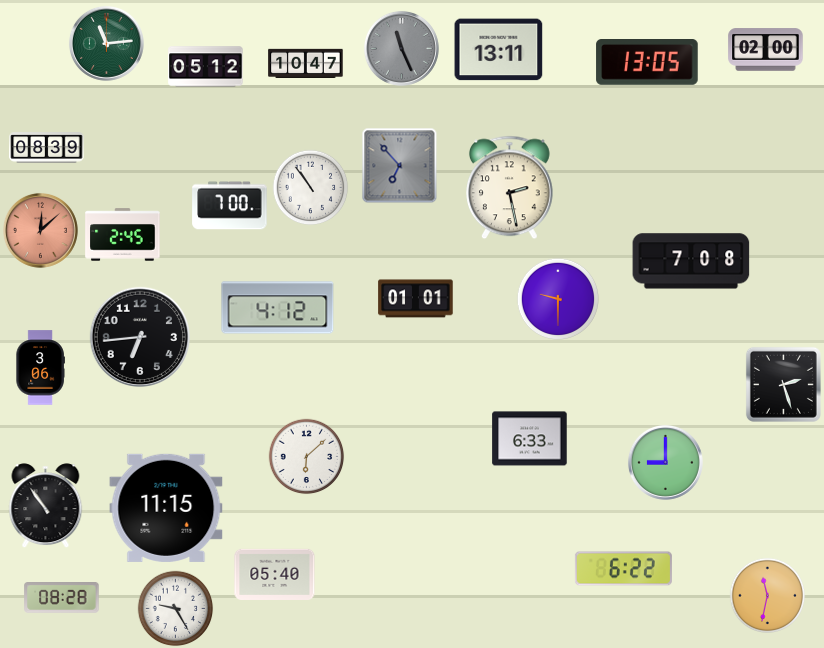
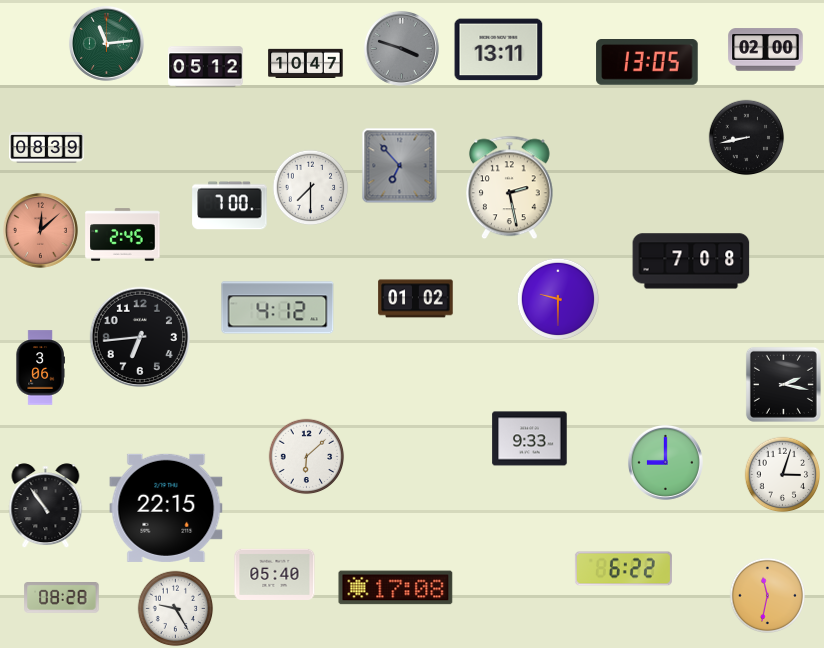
clock at (401, 48): 11:26 -> 3:48
clock at (747, 138): none -> 8:43
clock at (311, 188): 10:54 -> 7:30
clock at (416, 299): 01:01 -> 01:02
clock at (783, 384): 2:27 -> 2:17
clock at (530, 439): 6:33 -> 9:33
clock at (783, 475): none -> 3:03
clock at (166, 508): 11:15 -> 22:15
clock at (396, 588): none -> 17:08
